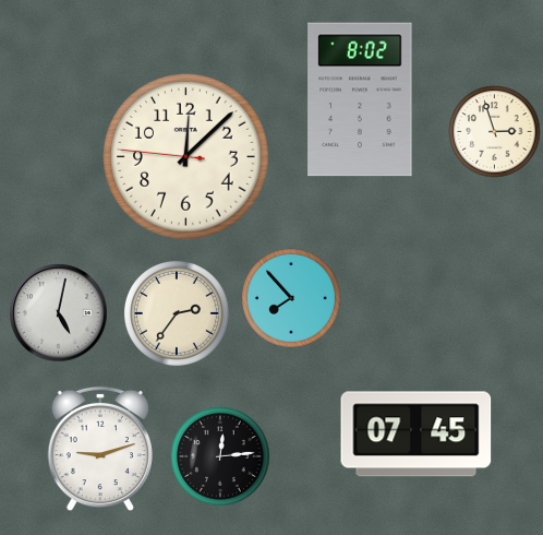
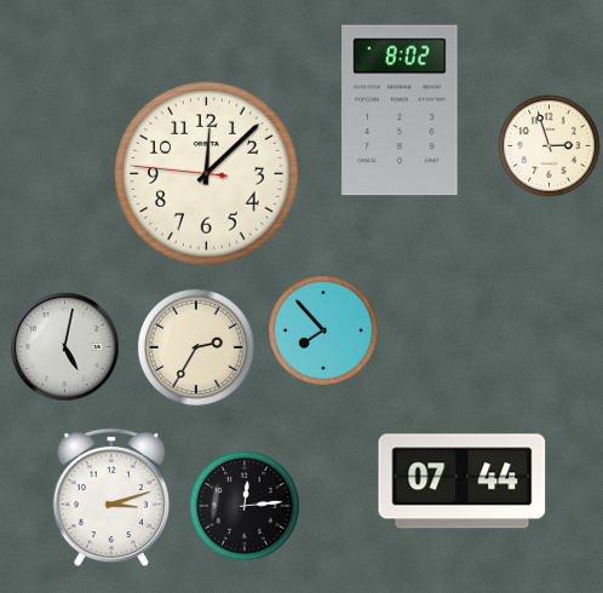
clock at (177, 313): 2:36 -> 2:35
clock at (417, 435): 07:45 -> 07:44
clock at (99, 449): 9:12 -> 3:12
